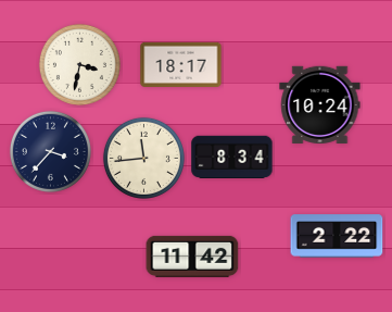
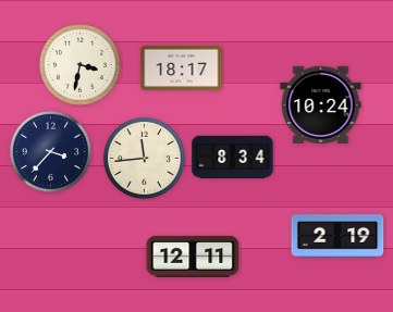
clock at (181, 64) position: (181, 64) -> (182, 67)
clock at (337, 236): 2:22 -> 2:19
clock at (192, 257): 11:42 -> 12:11
